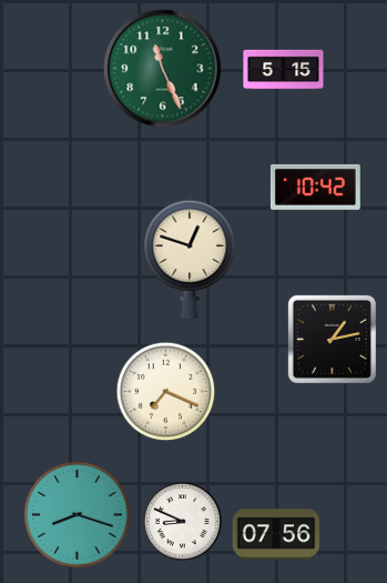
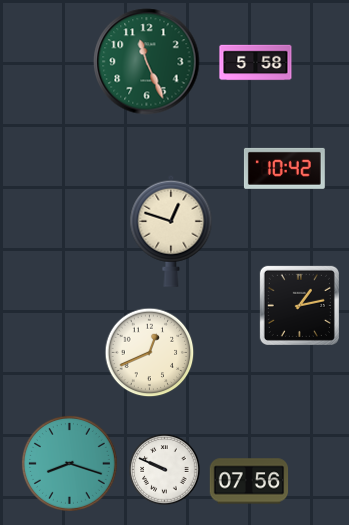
clock at (284, 70): 5:15 -> 5:58
clock at (166, 392): 7:19 -> 12:41
clock at (183, 522): 8:49 -> 9:49
